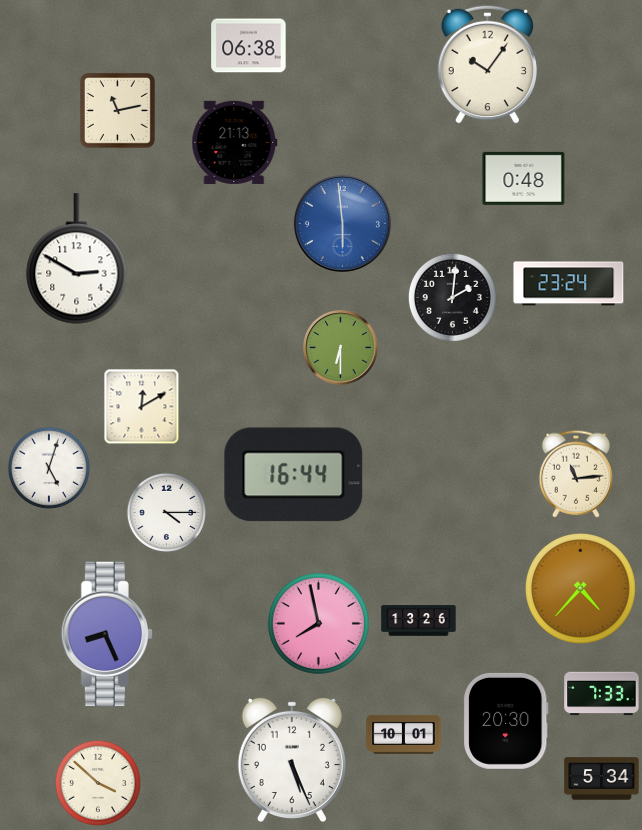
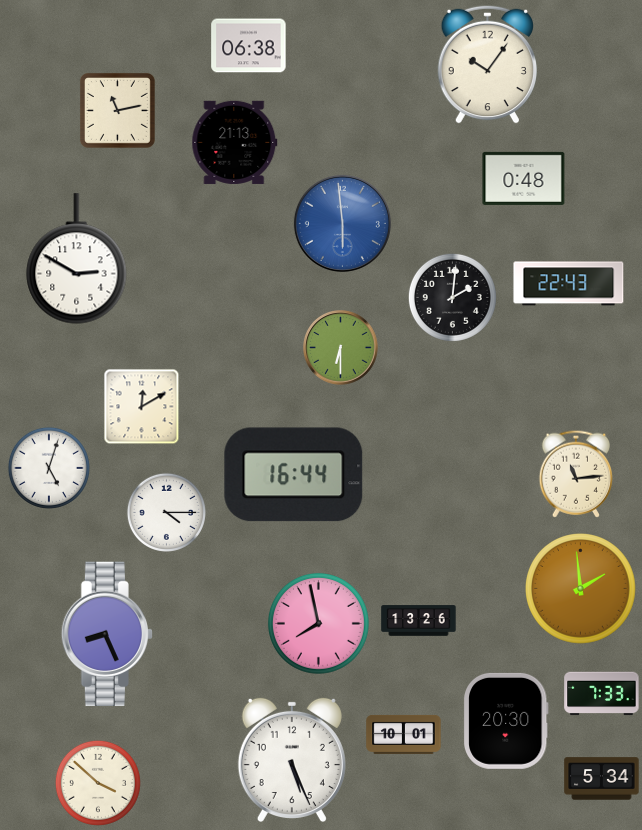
clock at (569, 284): 23:24 -> 22:43
clock at (581, 589): 4:37 -> 1:59
